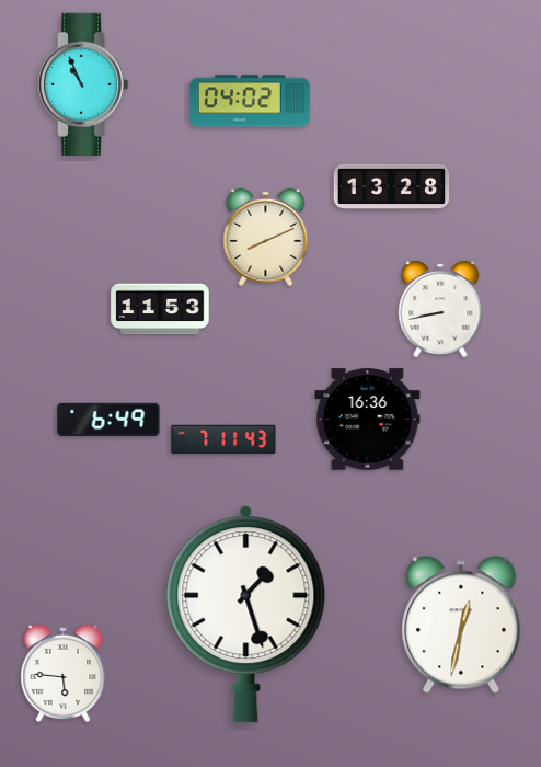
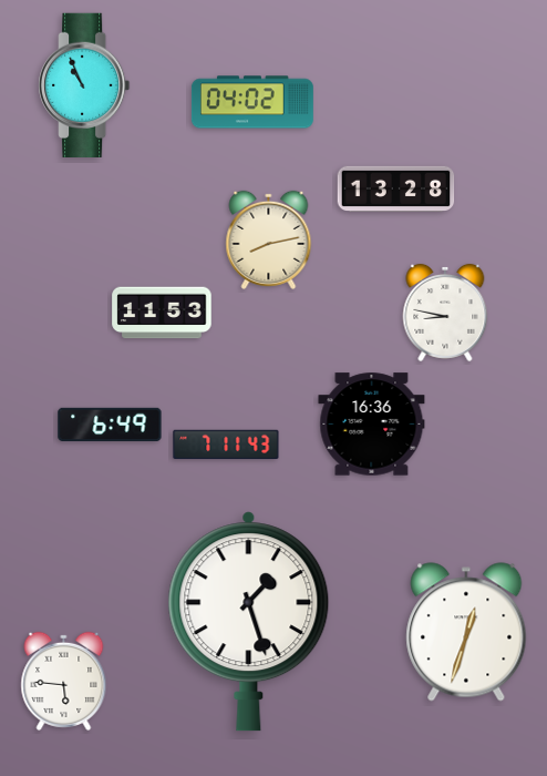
clock at (266, 237): 8:11 -> 8:13
clock at (440, 309): 8:43 -> 8:47
clock at (461, 625): 12:32 -> 12:33
